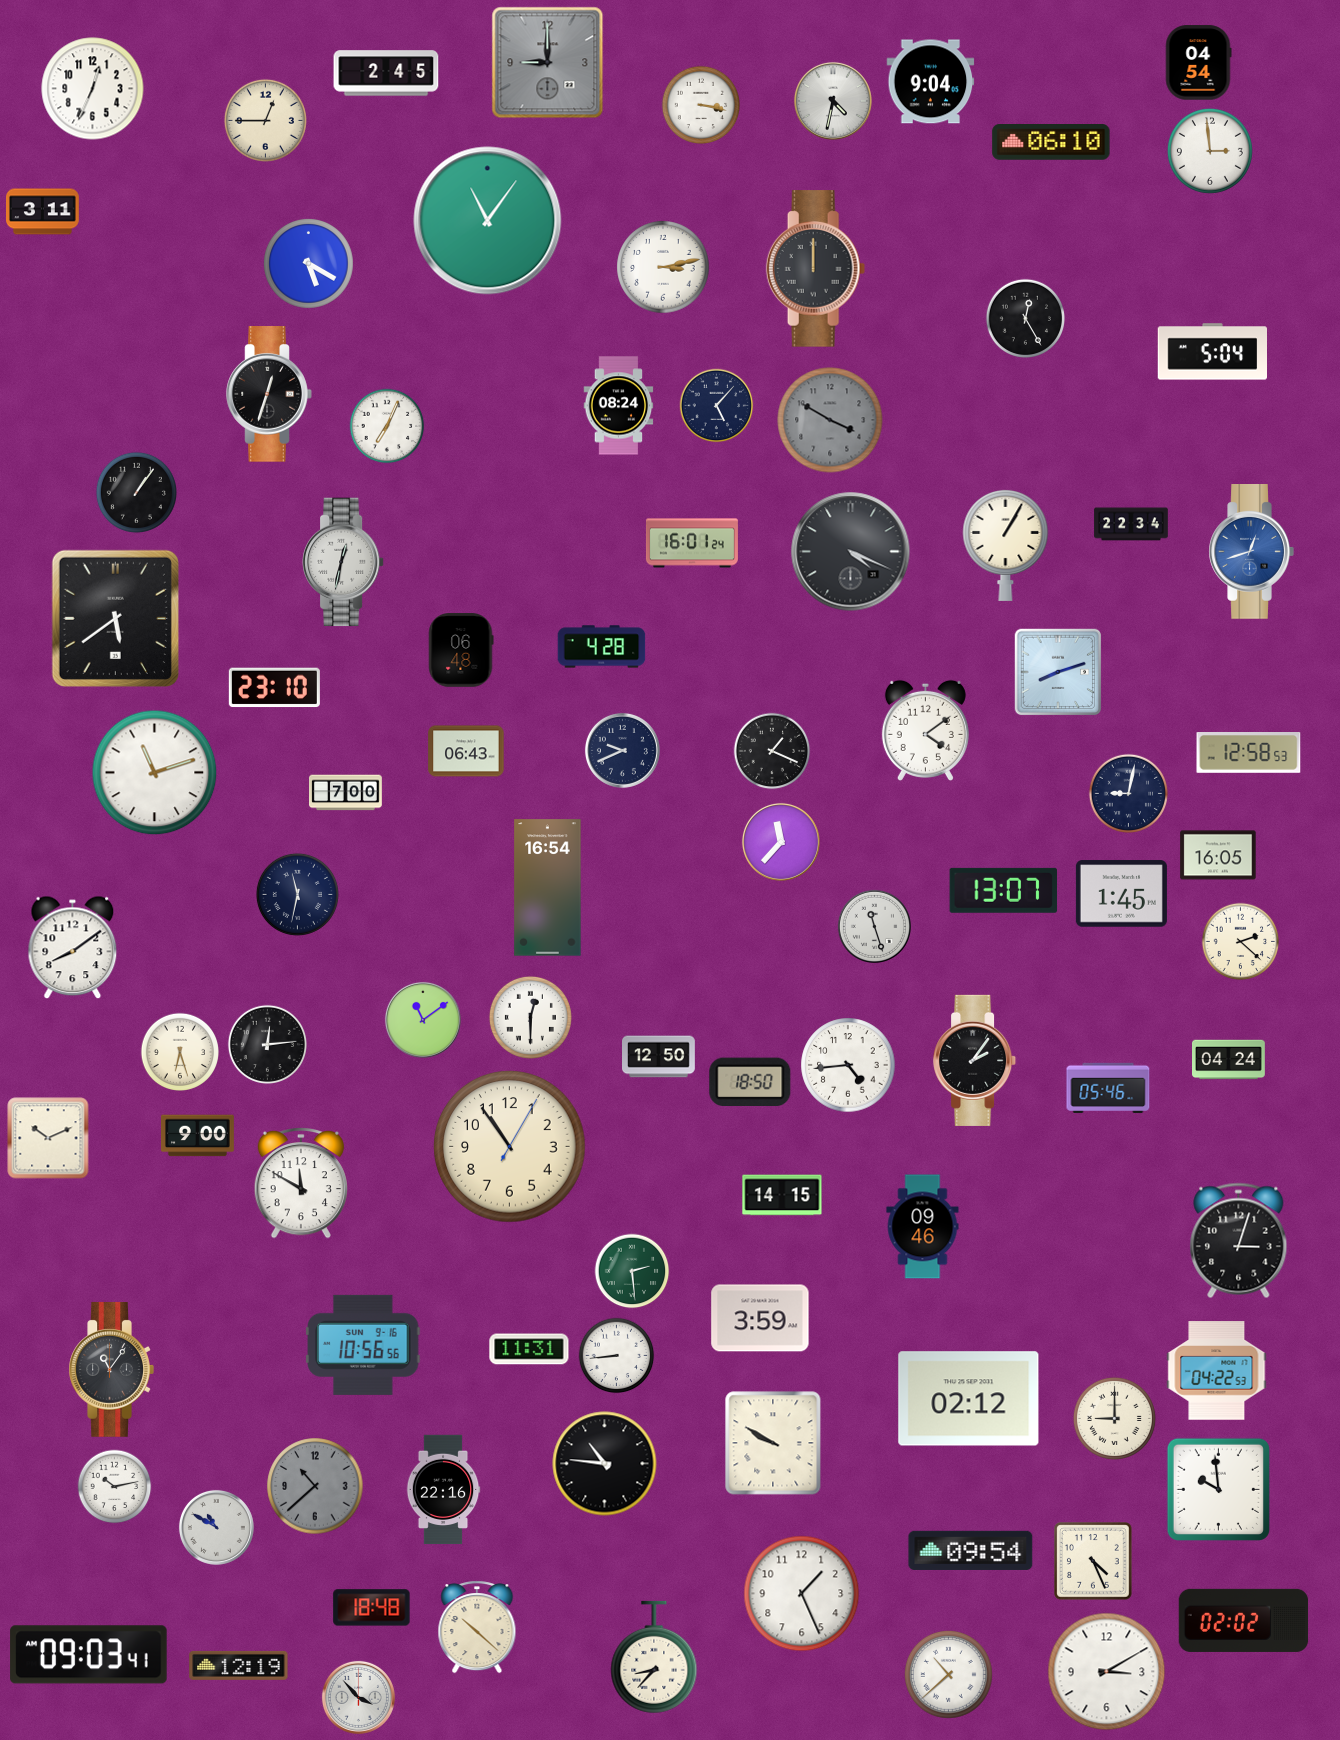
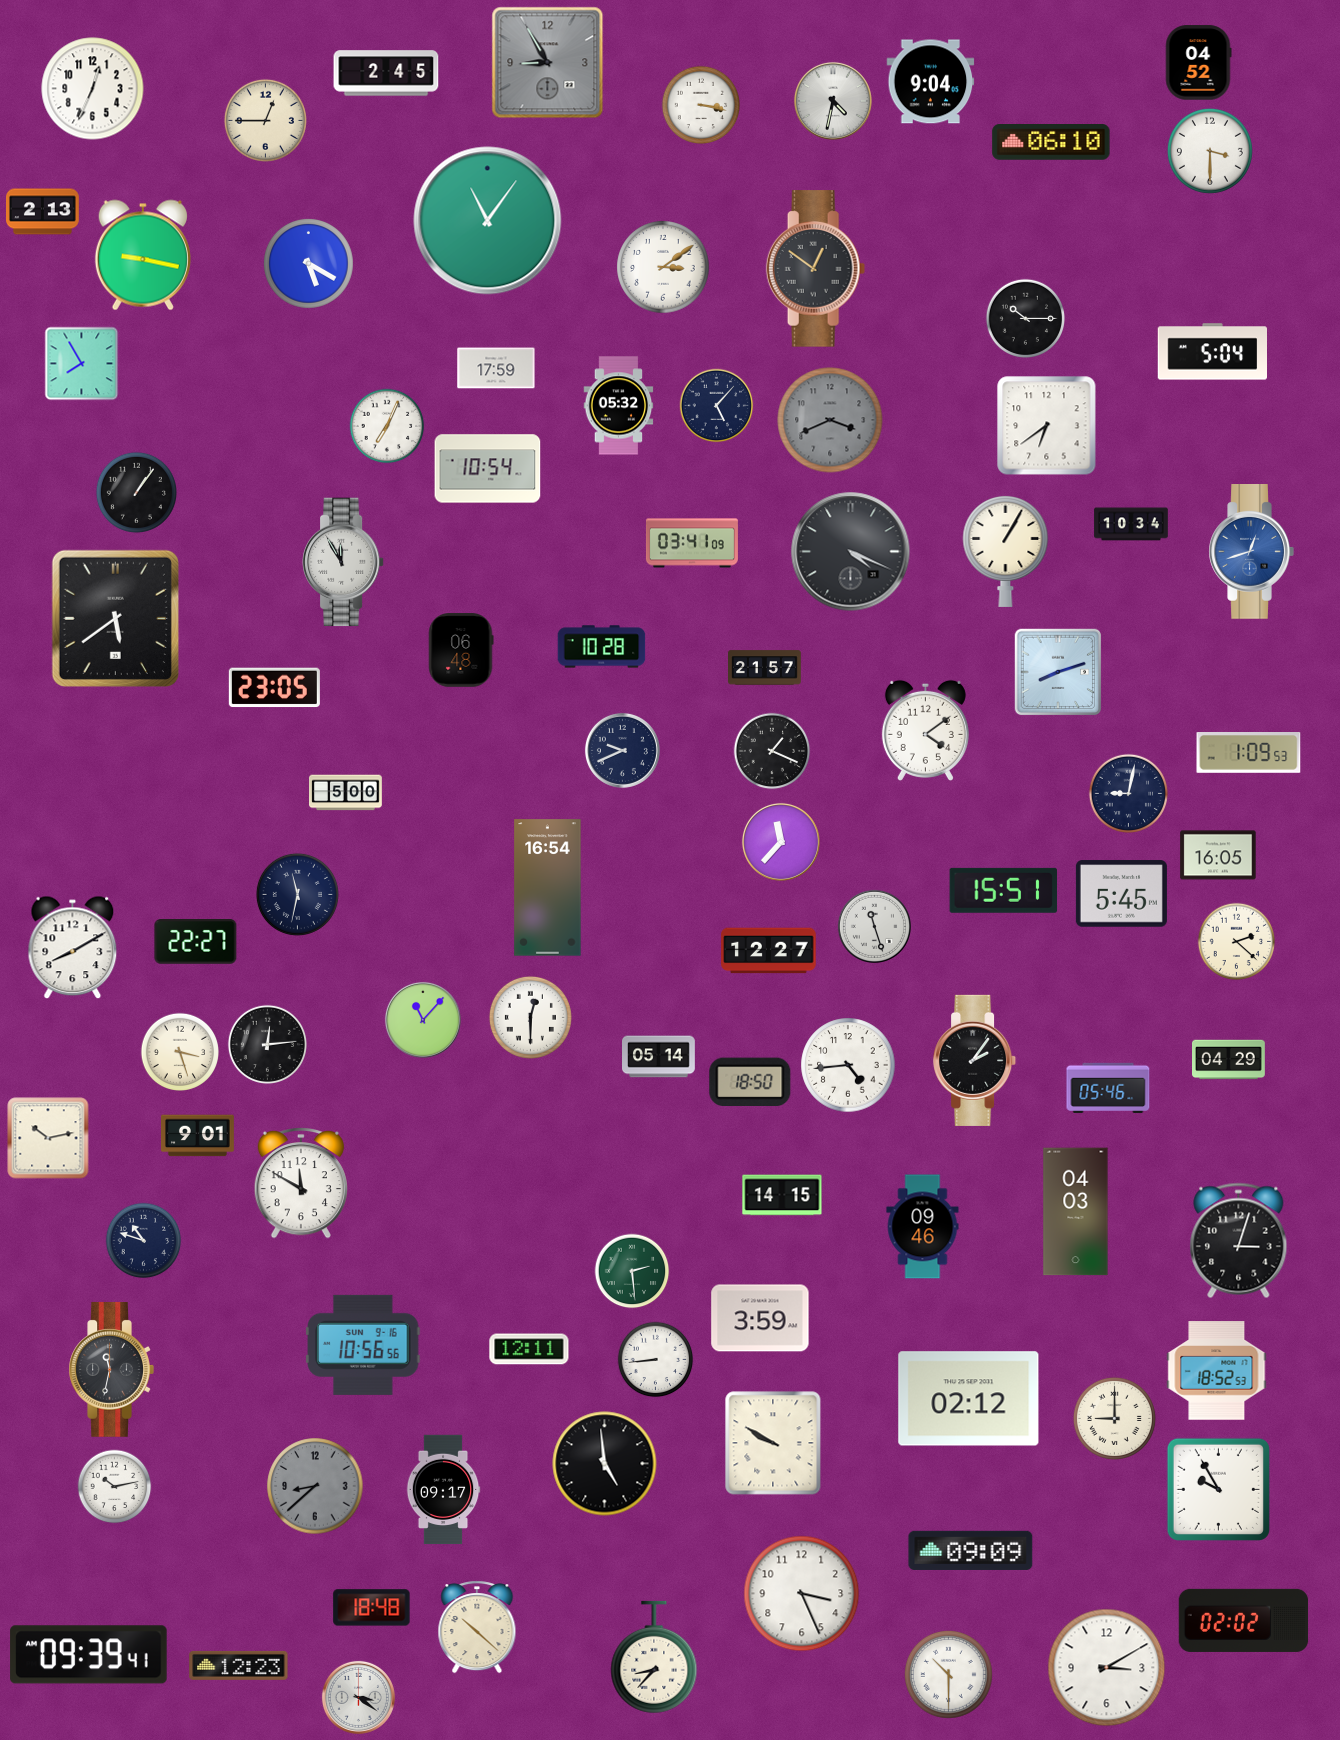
clock at (548, 63): 9:00 -> 8:55
clock at (1198, 63): 04:54 -> 04:52
clock at (1210, 151): 2:59 -> 3:30
clock at (43, 212): 3:11 -> 2:13
clock at (143, 255): none -> 9:17
clock at (663, 267): 3:13 -> 3:09
clock at (816, 269): 12:00 -> 12:51
clock at (1025, 318): 12:25 -> 10:15
clock at (82, 364): none -> 7:55
clock at (496, 368): none -> 17:59
clock at (269, 394): 12:33 -> none
clock at (619, 406): 08:24 -> 05:32
clock at (830, 420): 3:50 -> 3:41
clock at (1047, 426): none -> 6:39
clock at (488, 469): none -> 10:54
clock at (1131, 524): 22:34 -> 10:34
clock at (692, 543): 16:01 -> 03:41
clock at (1006, 545) position: (1006, 545) -> (1006, 551)
clock at (344, 562): 12:32 -> 11:55
clock at (602, 647): 4:28 -> 10:28
clock at (765, 668): none -> 21:57
clock at (274, 688): 23:10 -> 23:05
clock at (466, 751): 06:43 -> none
clock at (1249, 753): 12:58 -> 1:09
clock at (155, 773): 11:12 -> none
clock at (346, 793): 7:00 -> 5:00
clock at (1004, 890): 13:07 -> 15:51
clock at (1121, 894): 1:45 -> 5:45
clock at (196, 942): none -> 22:27
clock at (1241, 942) position: (1241, 942) -> (1237, 942)
clock at (73, 948): 8:09 -> 8:10
clock at (769, 951): none -> 12:27
clock at (423, 1020): 11:09 -> 11:07
clock at (180, 1052): 6:27 -> 3:27
clock at (659, 1057): 12:50 -> 05:14
clock at (1229, 1060): 04:24 -> 04:29
clock at (198, 1136): 9:00 -> 9:01
clock at (48, 1138): 10:11 -> 10:13
clock at (510, 1147): 10:54 -> none
clock at (1076, 1212): none -> 04:03
clock at (144, 1241): none -> 10:48
clock at (529, 1349): 11:31 -> 12:11
clock at (617, 1356) position: (617, 1356) -> (656, 1360)
clock at (111, 1370): 11:06 -> 11:32
clock at (1217, 1371): 04:22 -> 18:52
clock at (605, 1464): 10:46 -> 4:59
clock at (315, 1486): 10:38 -> 8:38
clock at (1218, 1489): 9:59 -> 9:55
clock at (443, 1490): 22:16 -> 09:17
clock at (216, 1527): 10:50 -> none
clock at (971, 1550): 09:54 -> 09:09
clock at (1094, 1562): 4:26 -> none
clock at (802, 1594): 1:26 -> 3:26
clock at (89, 1655): 09:03 -> 09:39
clock at (239, 1665): 12:19 -> 12:23
clock at (1107, 1672) position: (1107, 1672) -> (1107, 1668)
clock at (949, 1675): 10:38 -> 10:30
clock at (358, 1697): 3:53 -> 3:21
